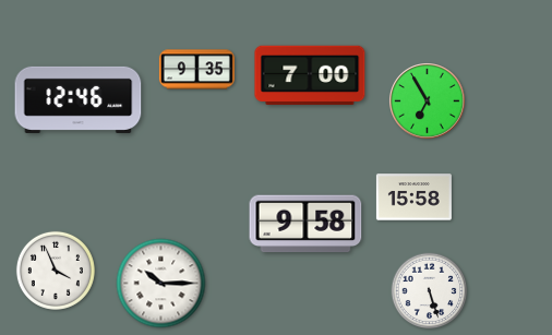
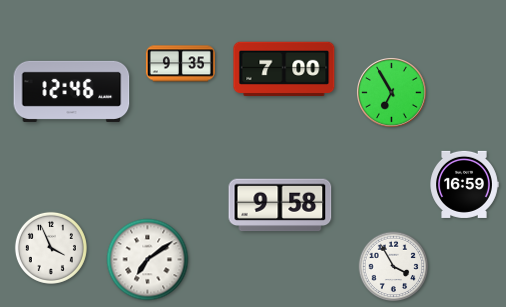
clock at (413, 198): 15:58 -> none
clock at (464, 184): none -> 16:59
clock at (161, 284): 10:15 -> 7:09
clock at (430, 291): 5:27 -> 3:55
